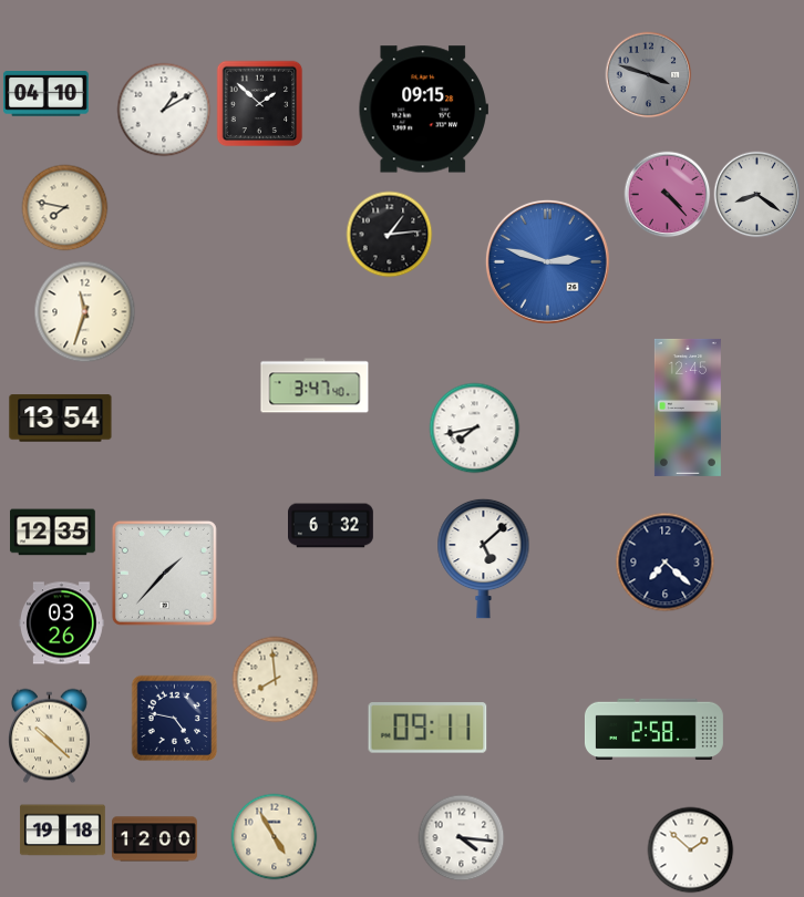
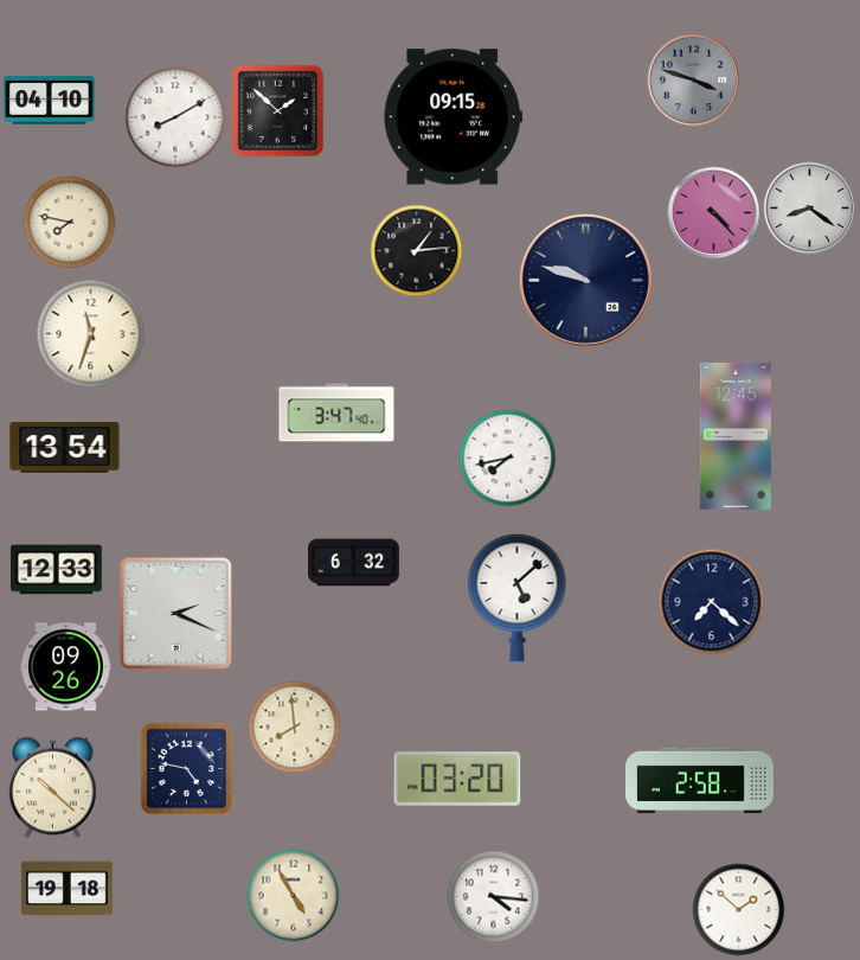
clock at (164, 110): 1:10 -> 8:10
clock at (667, 194) position: (667, 194) -> (713, 212)
clock at (547, 261): 2:48 -> 9:48
clock at (547, 261) dial: blue -> navy
clock at (52, 533): 12:35 -> 12:33
clock at (164, 573): 1:37 -> 2:19
clock at (61, 623): 03:26 -> 09:26
clock at (427, 728): 09:11 -> 03:20
clock at (155, 839): 12:00 -> none
